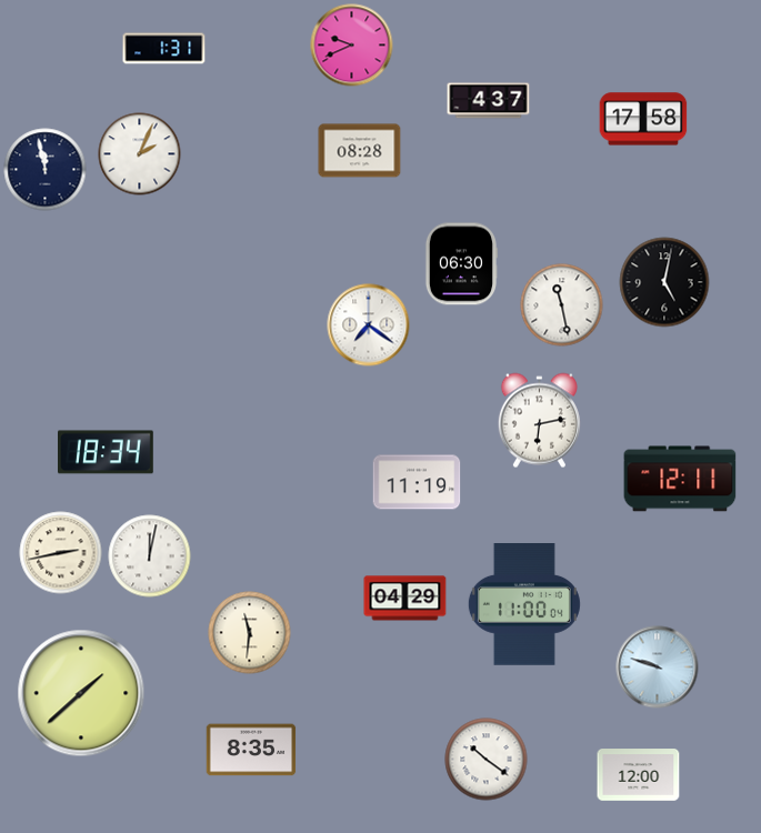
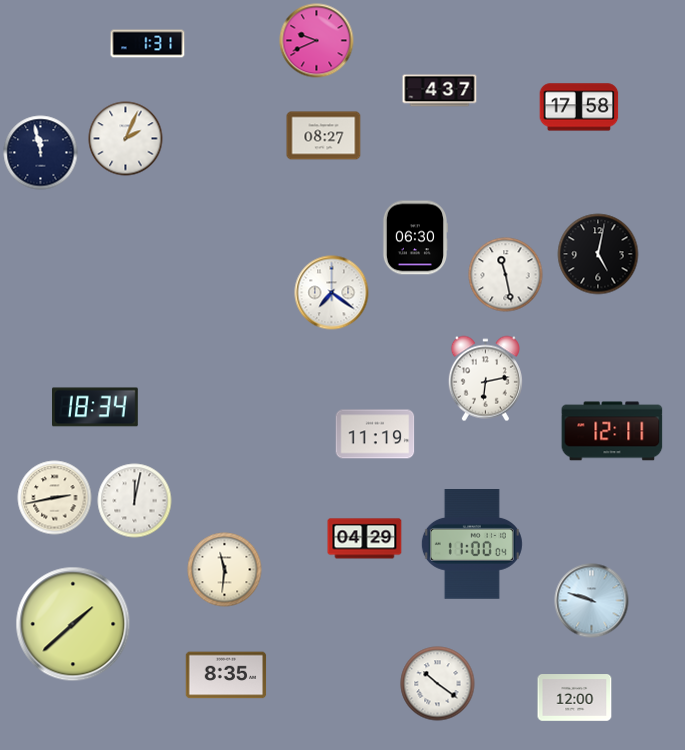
clock at (360, 151): 08:28 -> 08:27
